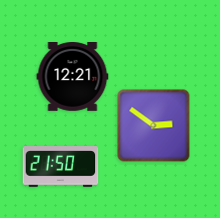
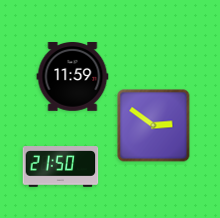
clock at (73, 77): 12:21 -> 11:59
